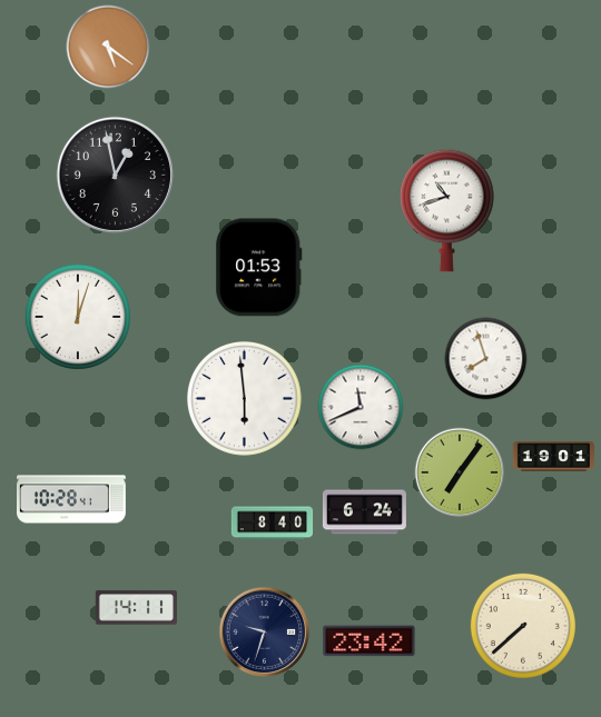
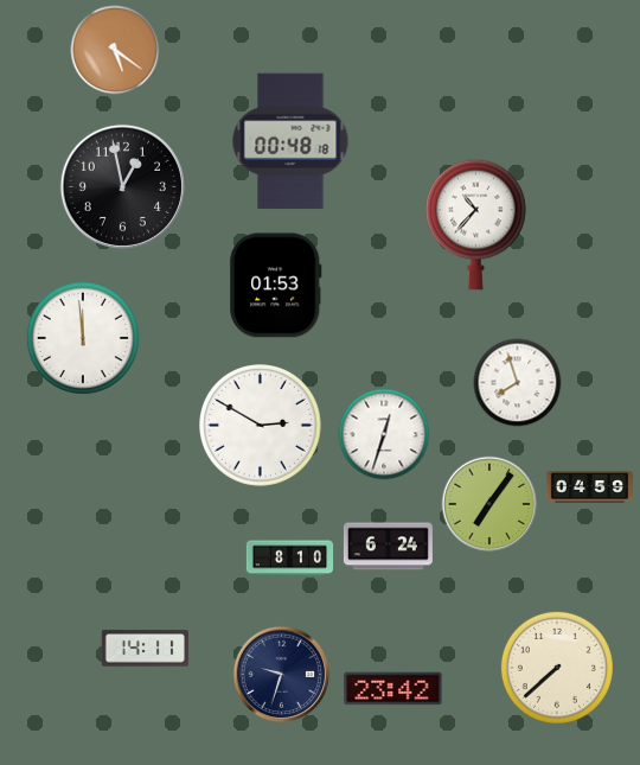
clock at (290, 141): none -> 00:48
clock at (447, 210): 10:42 -> 10:37
clock at (78, 317): 12:03 -> 11:59
clock at (245, 399): 5:59 -> 2:50
clock at (361, 407): 11:41 -> 12:33
clock at (553, 457): 19:01 -> 04:59
clock at (72, 499): 10:28 -> none
clock at (273, 524): 8:40 -> 8:10
clock at (370, 641) position: (370, 641) -> (393, 689)
